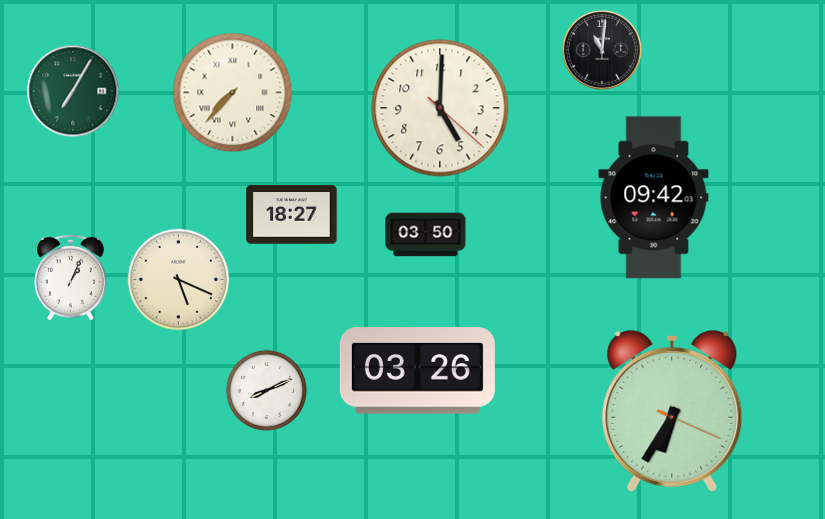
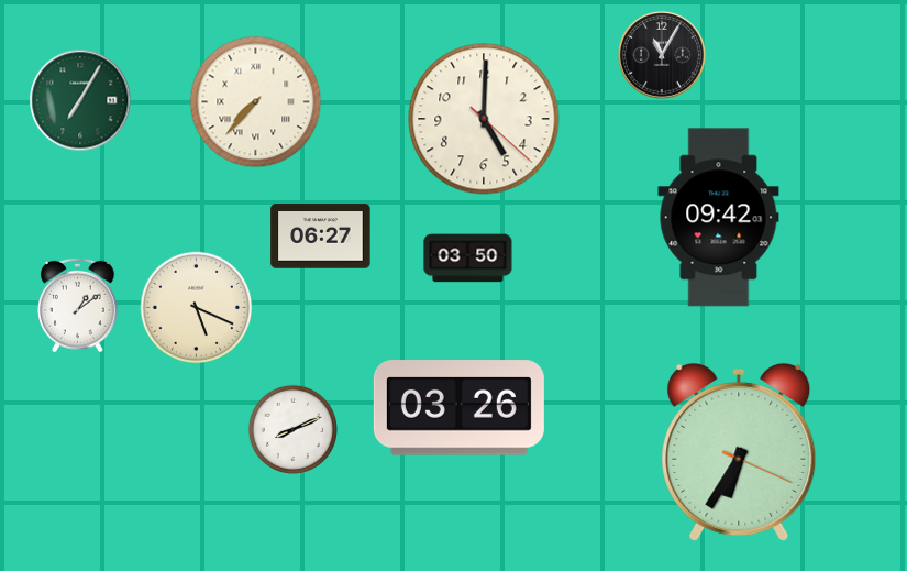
clock at (602, 50): 11:01 -> 11:05
clock at (292, 215): 18:27 -> 06:27
clock at (71, 277): 1:04 -> 1:09
